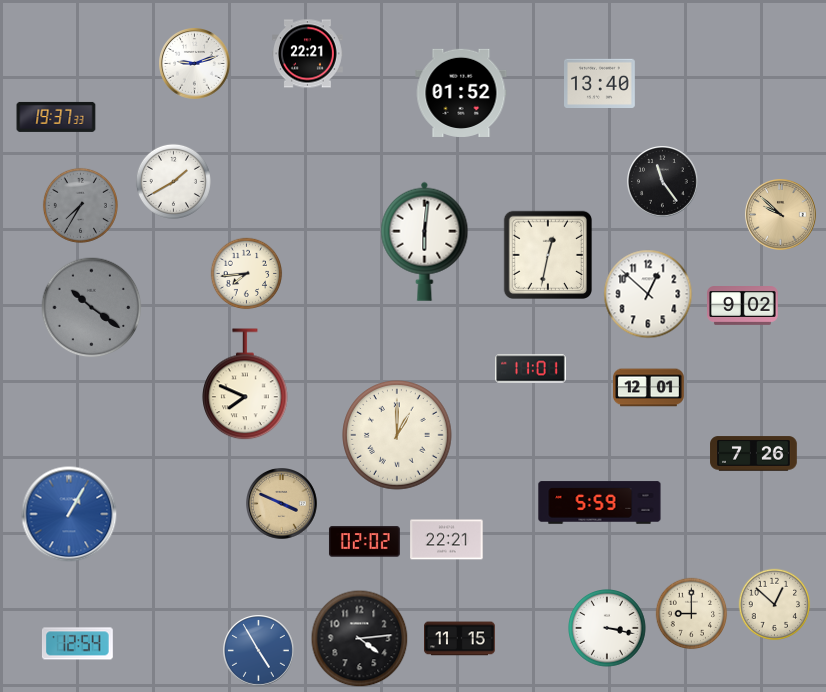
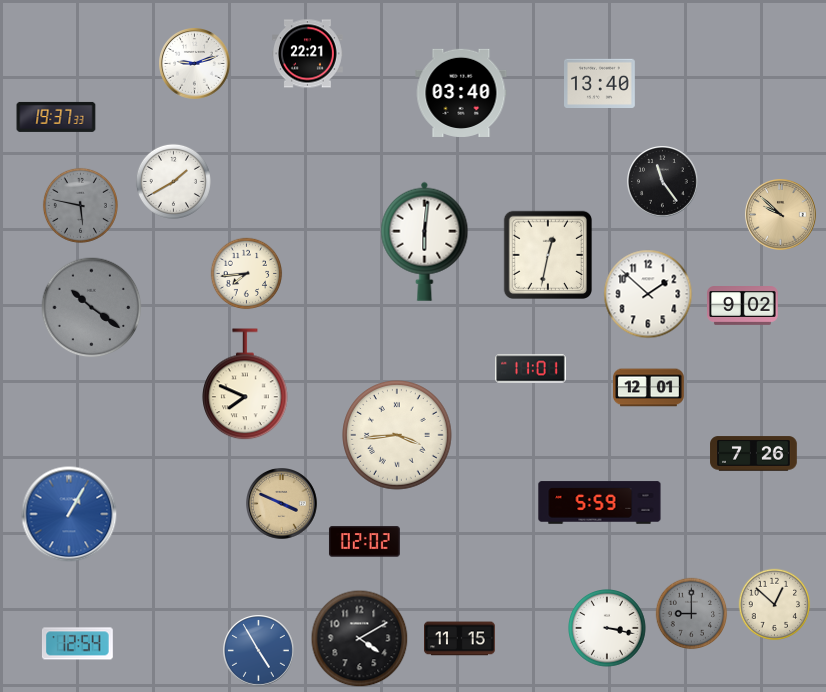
clock at (461, 93): 01:52 -> 03:40
clock at (80, 205): 7:35 -> 5:47
clock at (648, 294): 12:52 -> 1:52
clock at (397, 435): 1:00 -> 3:44
clock at (447, 540): 22:21 -> none
clock at (692, 614) dial: cream -> grey
clock at (360, 639): 4:14 -> 4:10
